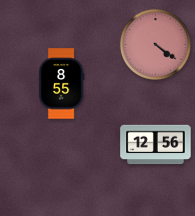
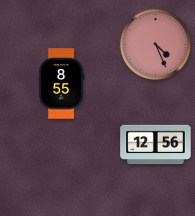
clock at (155, 44): 4:21 -> 4:26
